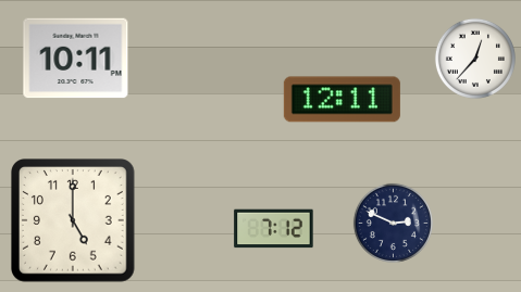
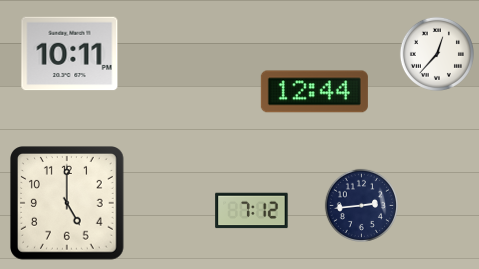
clock at (342, 100): 12:11 -> 12:44
clock at (393, 223): 2:49 -> 2:44
